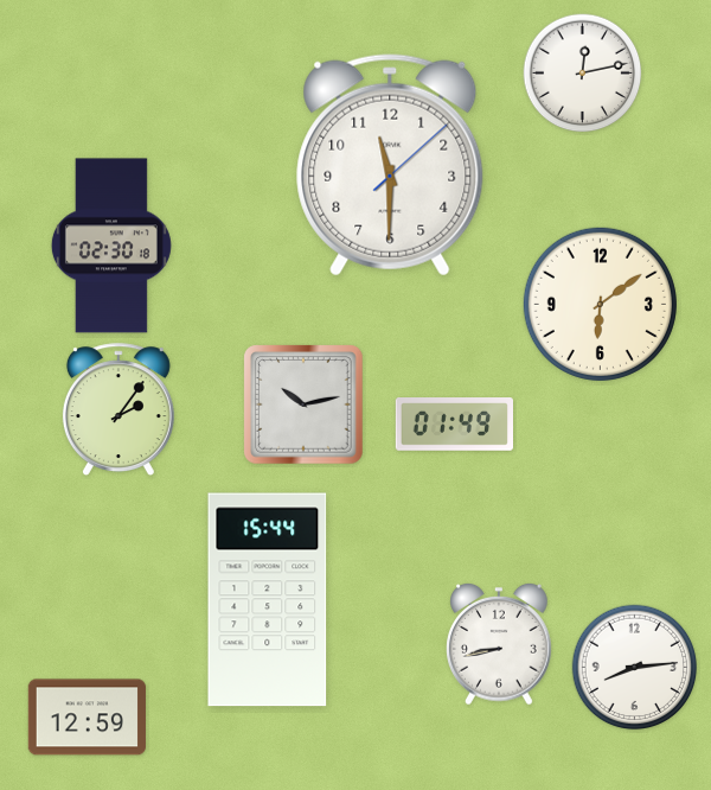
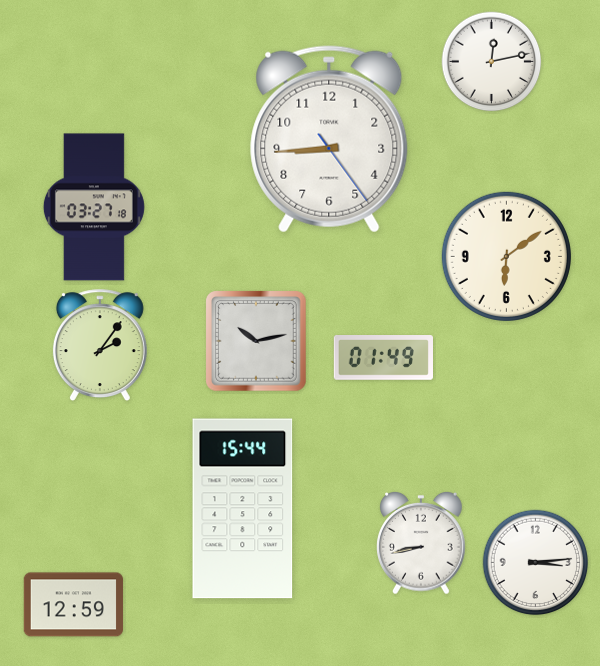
clock at (390, 165): 11:30 -> 8:44
clock at (111, 246): 02:30 -> 03:27
clock at (268, 600) position: (268, 600) -> (243, 509)
clock at (635, 668): 8:14 -> 3:14
